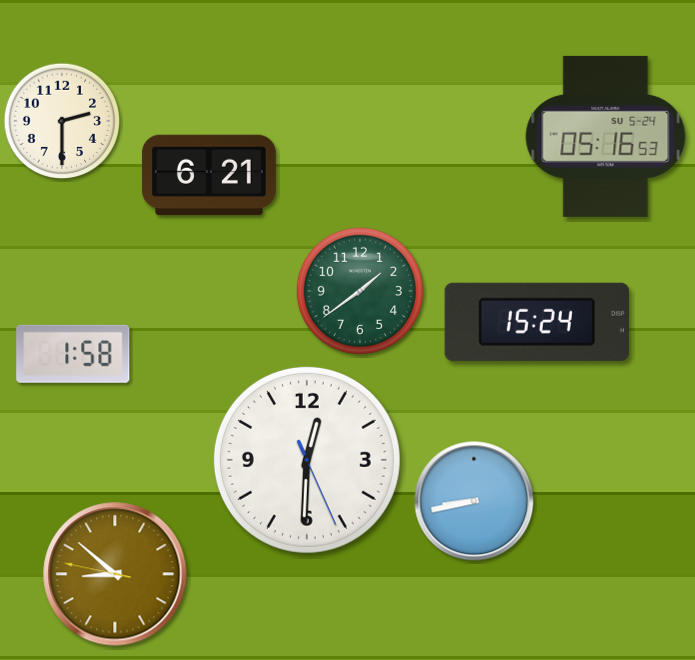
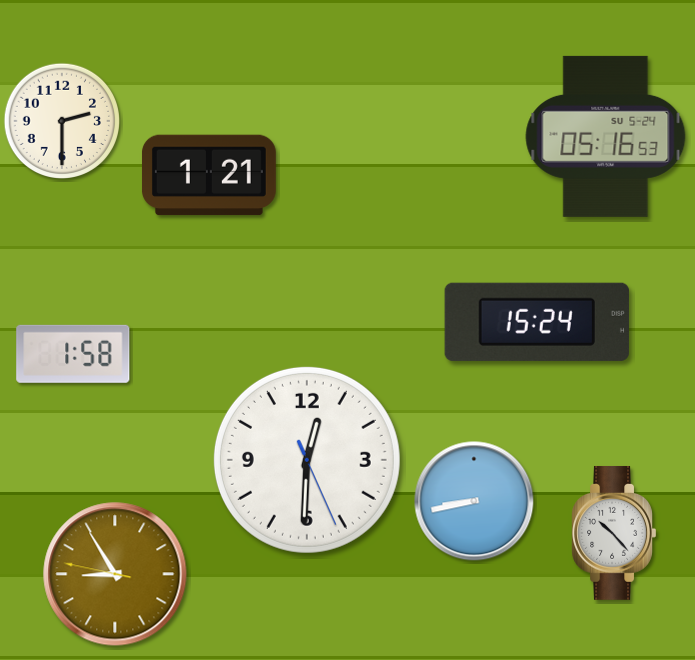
clock at (209, 175): 6:21 -> 1:21
clock at (360, 291): 1:39 -> none
clock at (614, 533): none -> 10:23
clock at (115, 574): 8:51 -> 8:54
